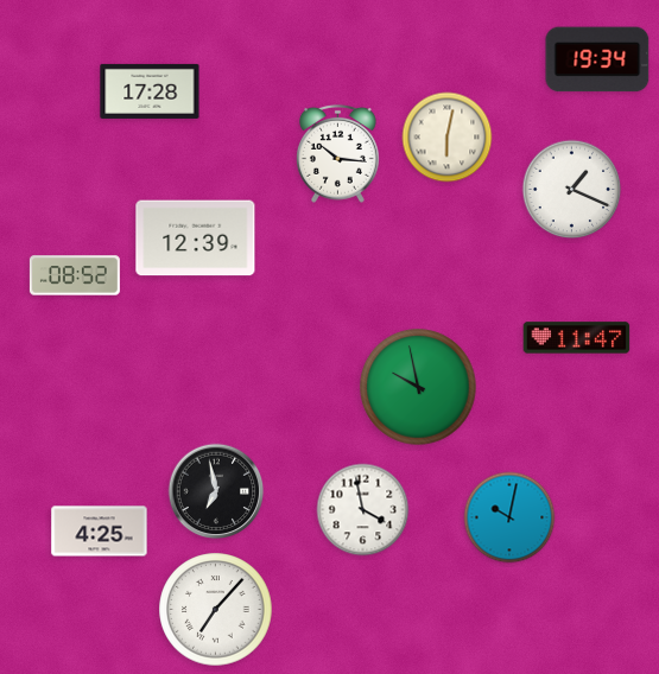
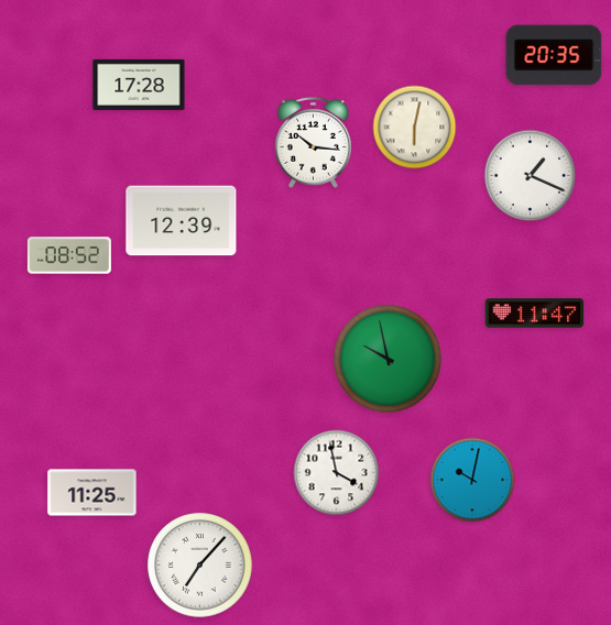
clock at (597, 59): 19:34 -> 20:35
clock at (216, 491): 6:58 -> none
clock at (100, 532): 4:25 -> 11:25
